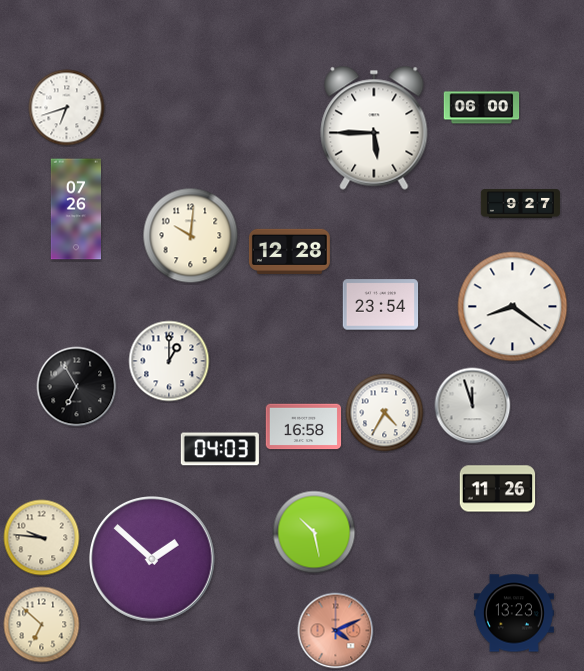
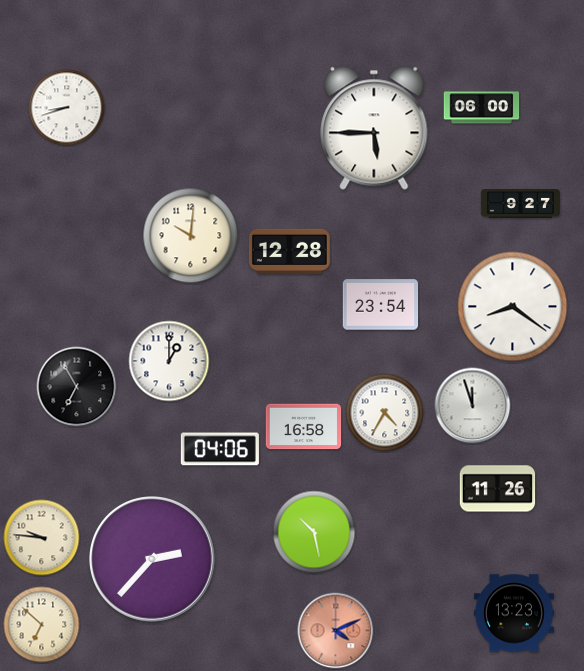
clock at (67, 108): 6:42 -> 8:42
clock at (75, 209): 07:26 -> none
clock at (220, 449): 04:03 -> 04:06
clock at (153, 560): 1:52 -> 2:37
